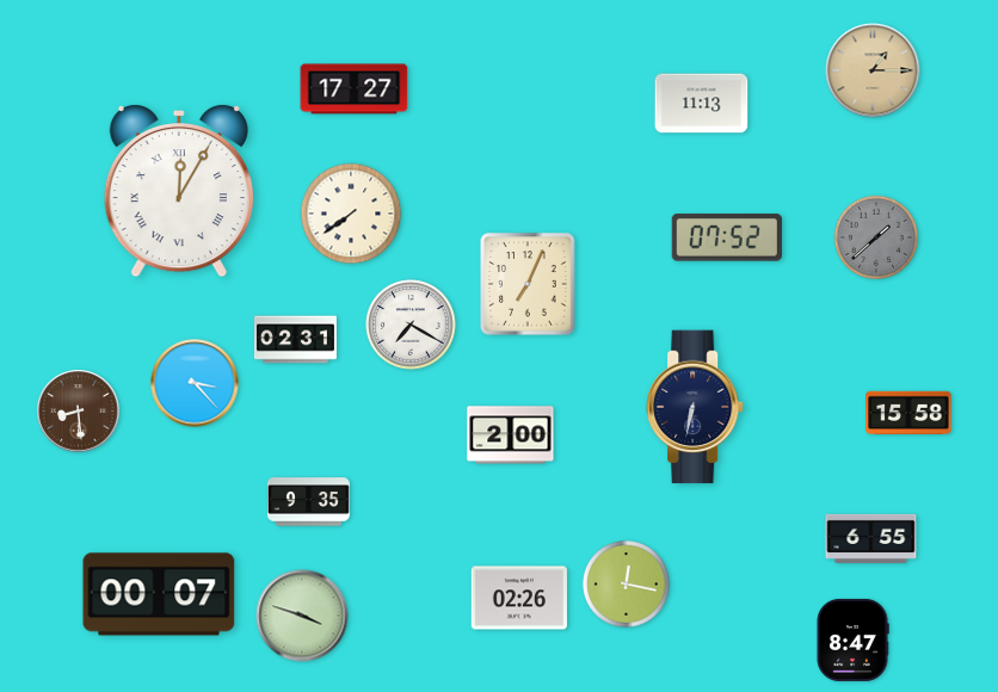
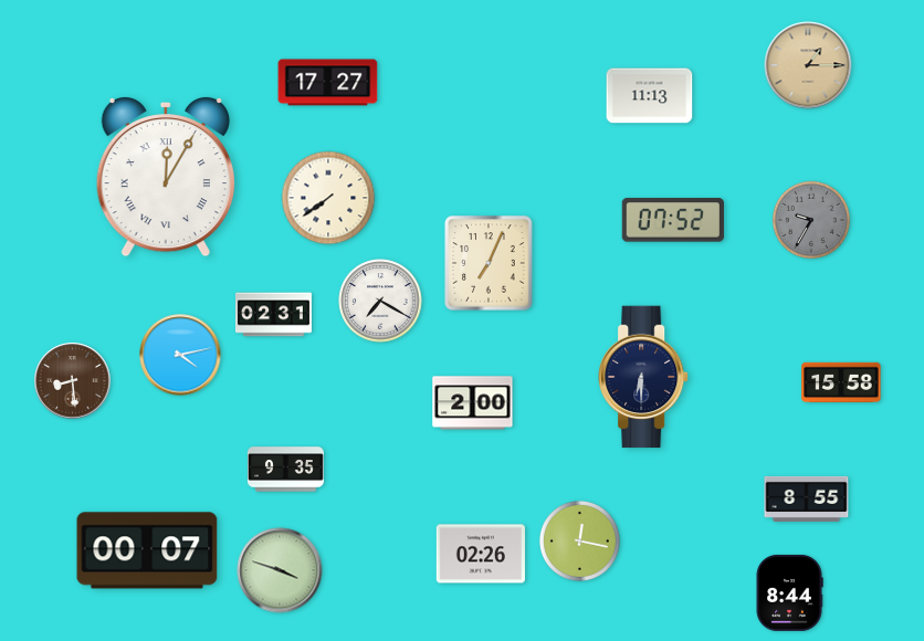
clock at (351, 214) position: (351, 214) -> (328, 198)
clock at (875, 236): 1:38 -> 9:35
clock at (195, 383): 3:23 -> 4:13
clock at (696, 407): 6:32 -> 6:30
clock at (308, 502) position: (308, 502) -> (285, 470)
clock at (871, 538): 6:55 -> 8:55
clock at (852, 640): 8:47 -> 8:44
